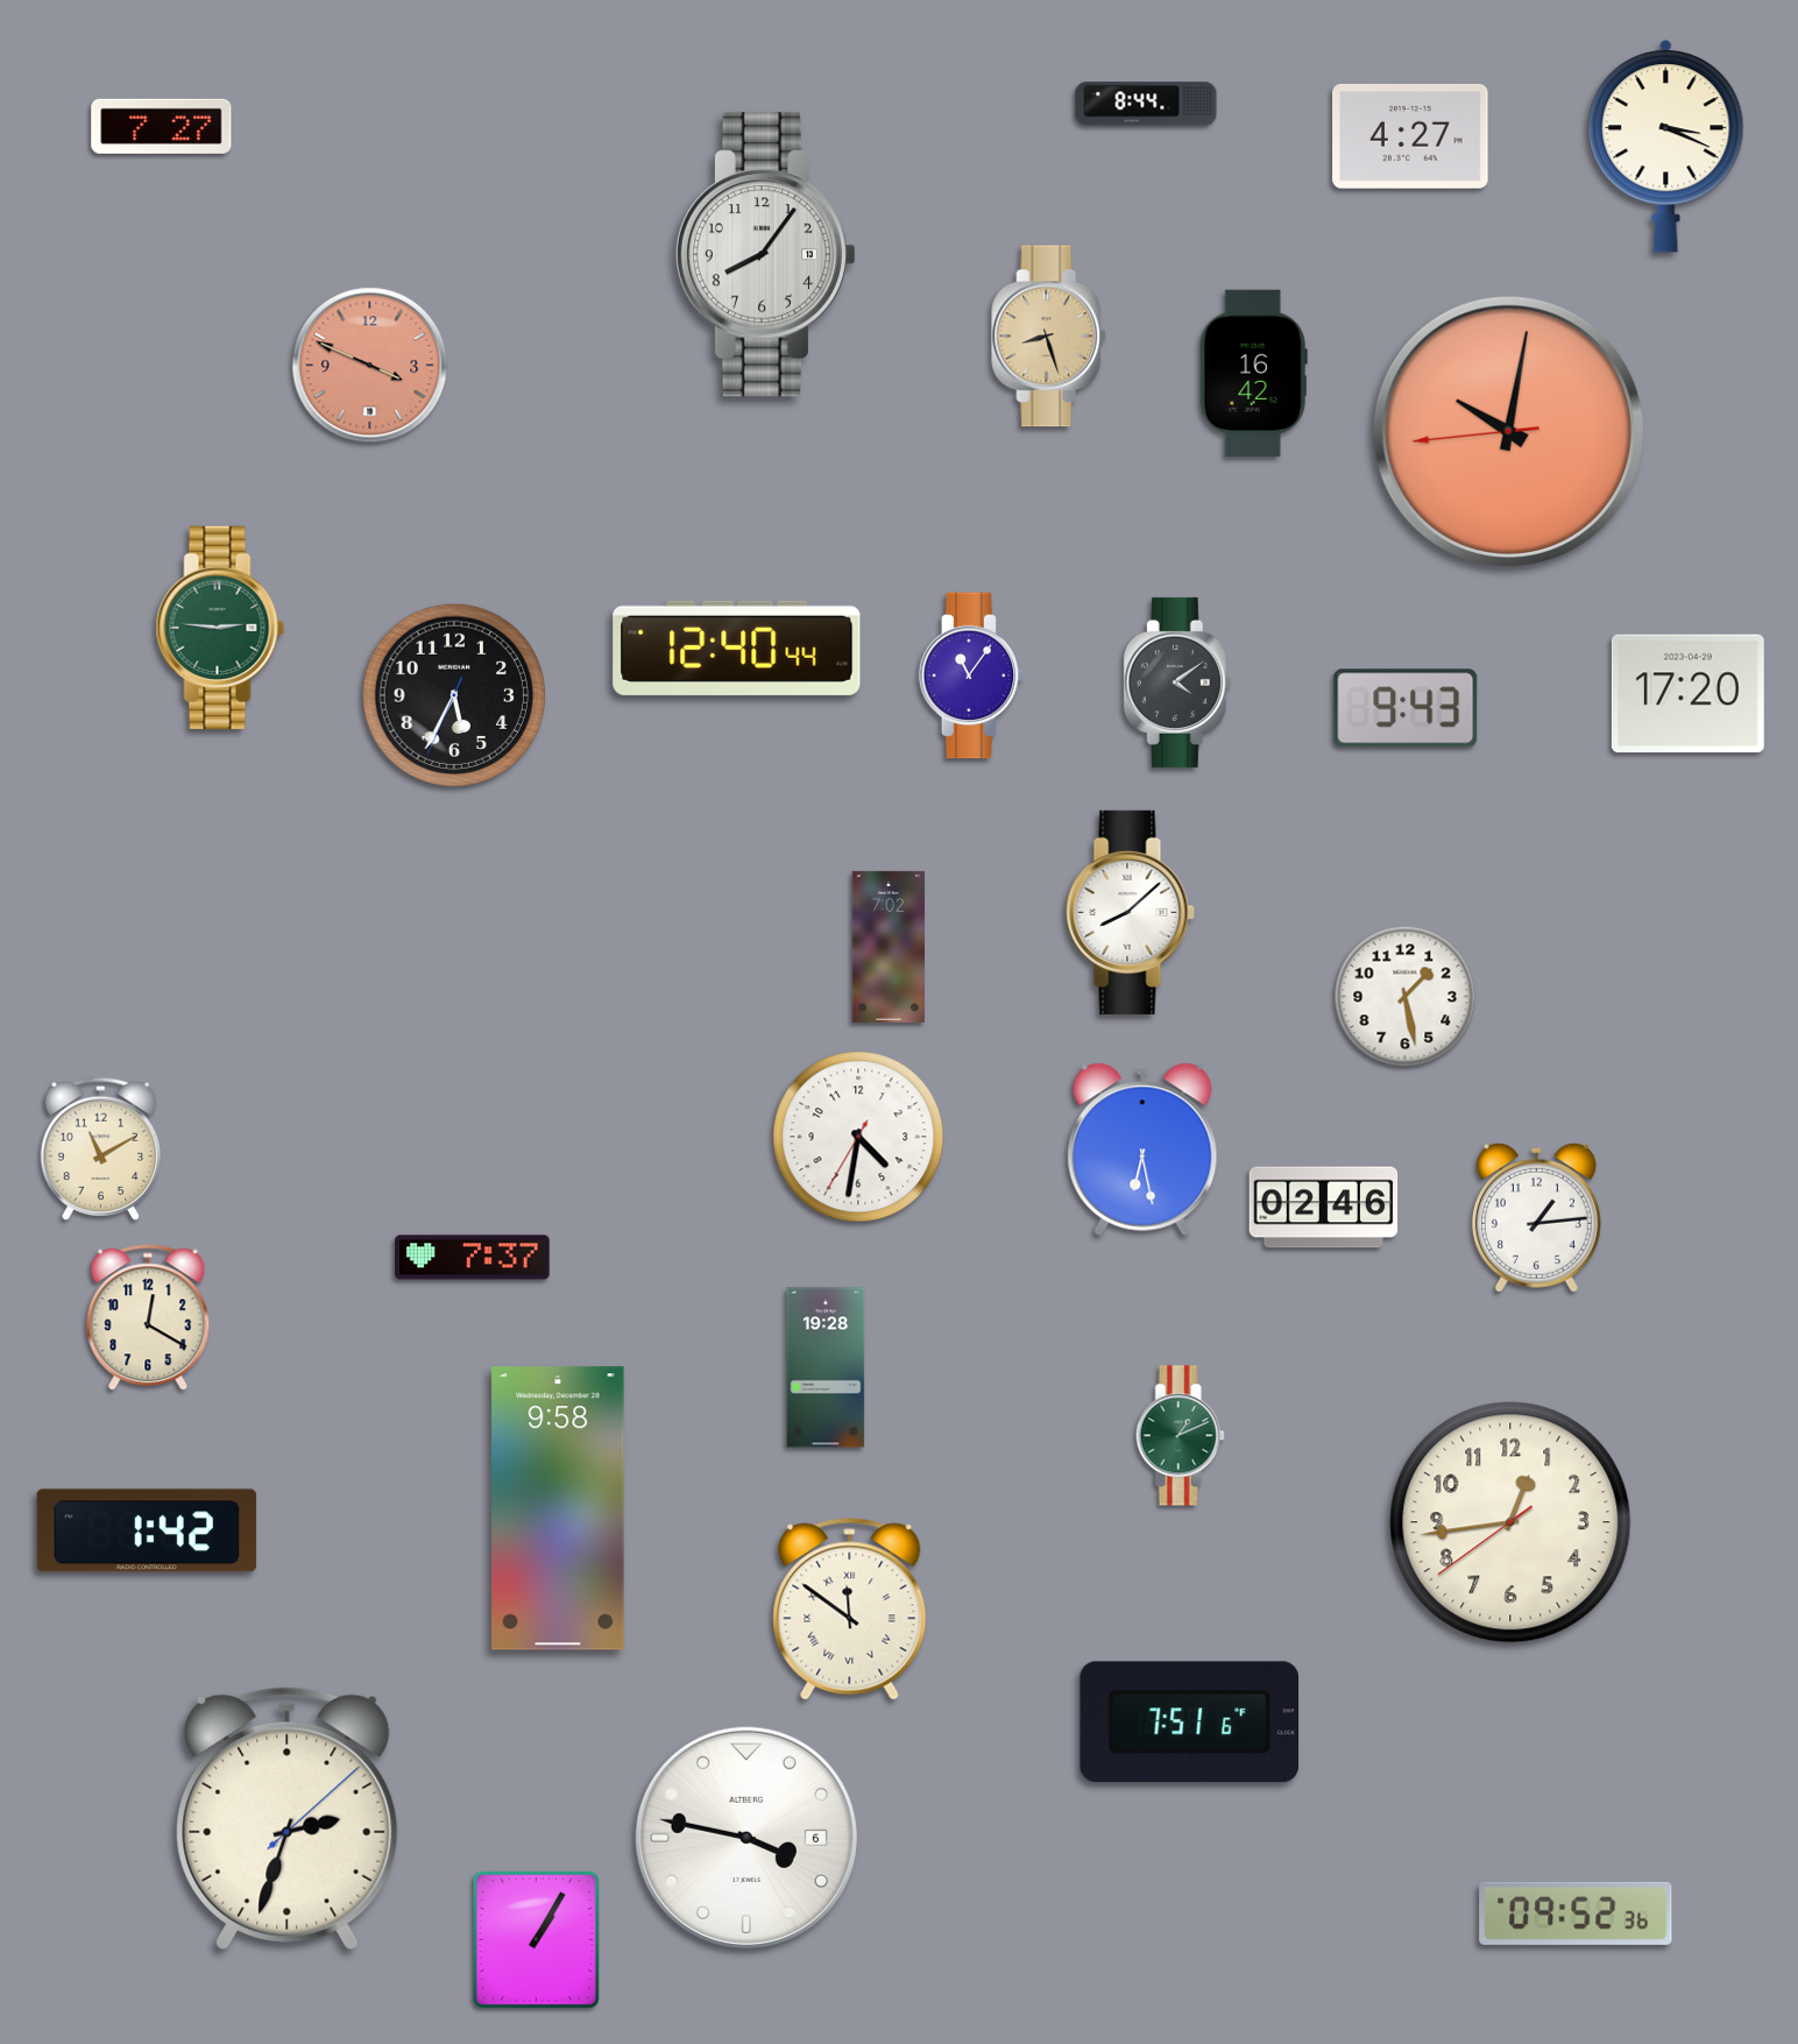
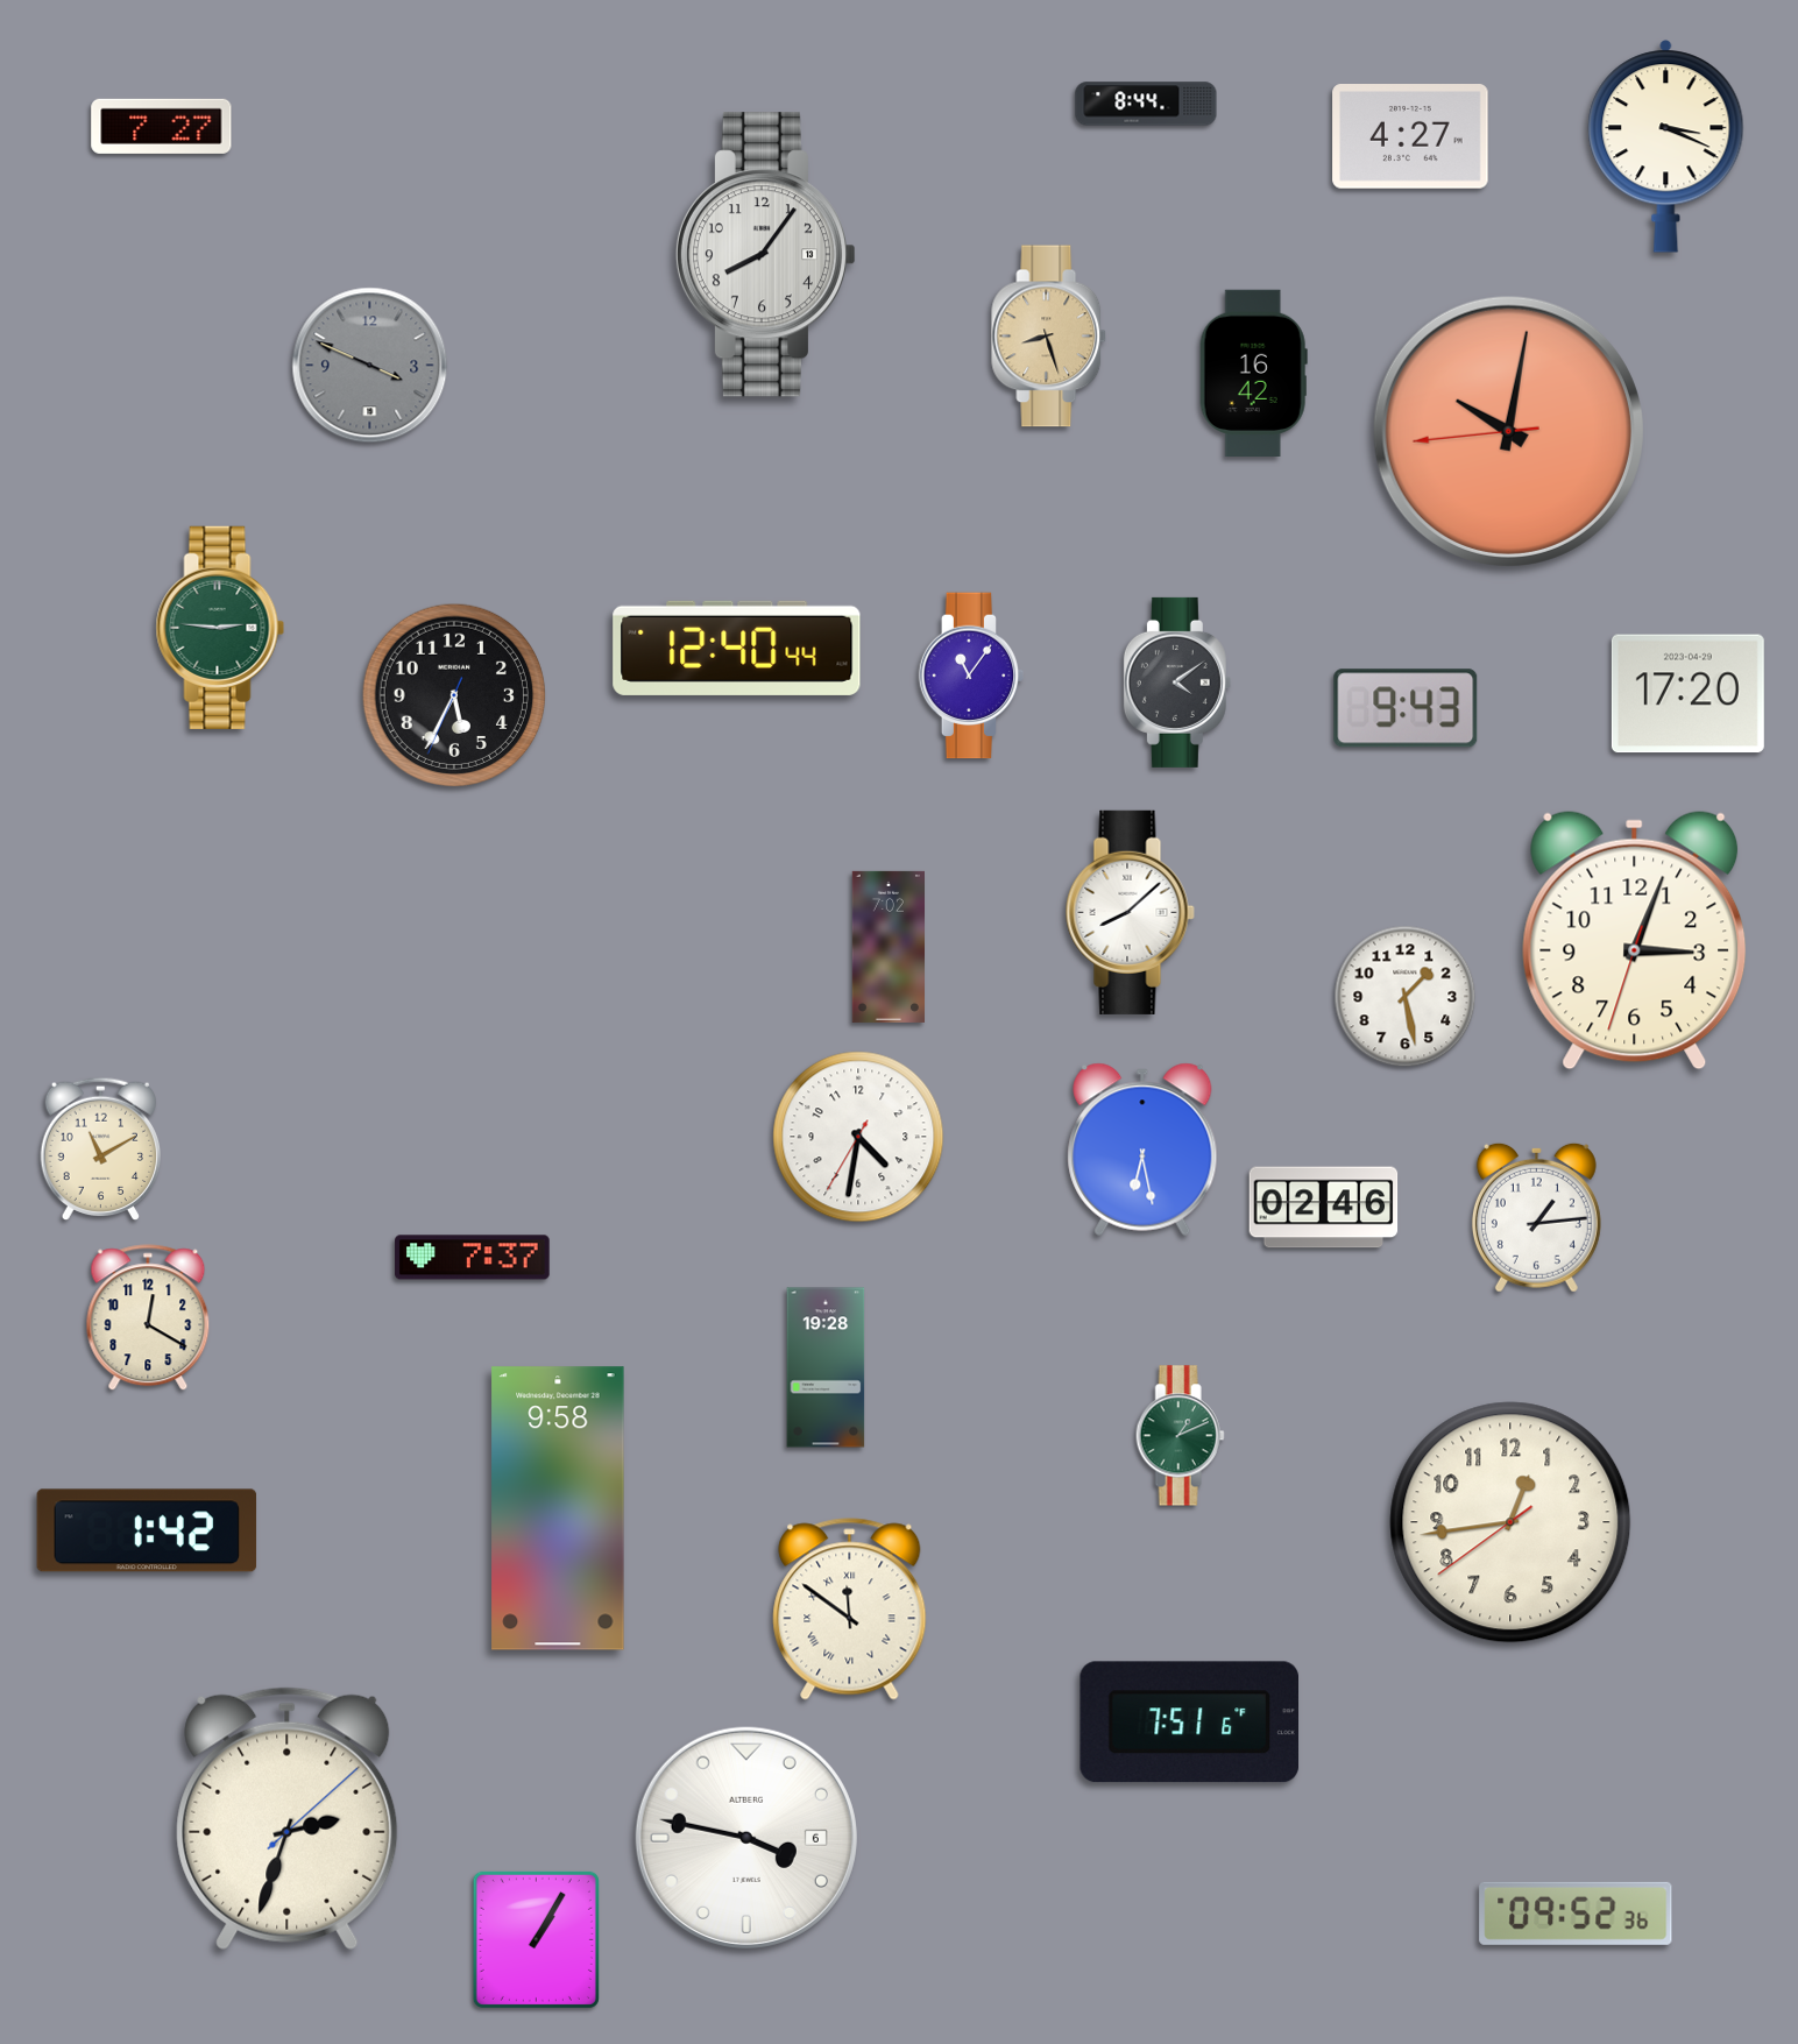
clock at (370, 366) dial: salmon -> grey
clock at (1635, 941): none -> 3:03
